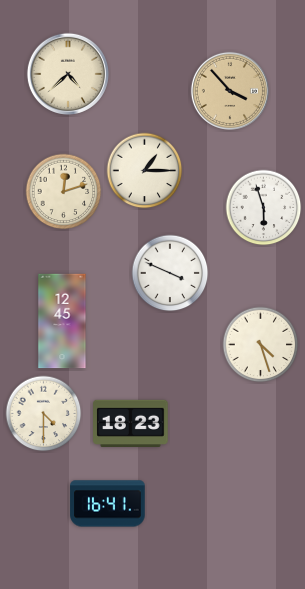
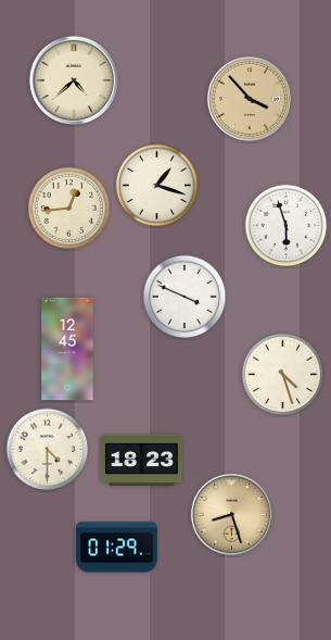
clock at (145, 171): 1:15 -> 1:18
clock at (64, 192): 12:12 -> 12:44
clock at (231, 514): none -> 8:27
clock at (108, 504): 16:41 -> 01:29
